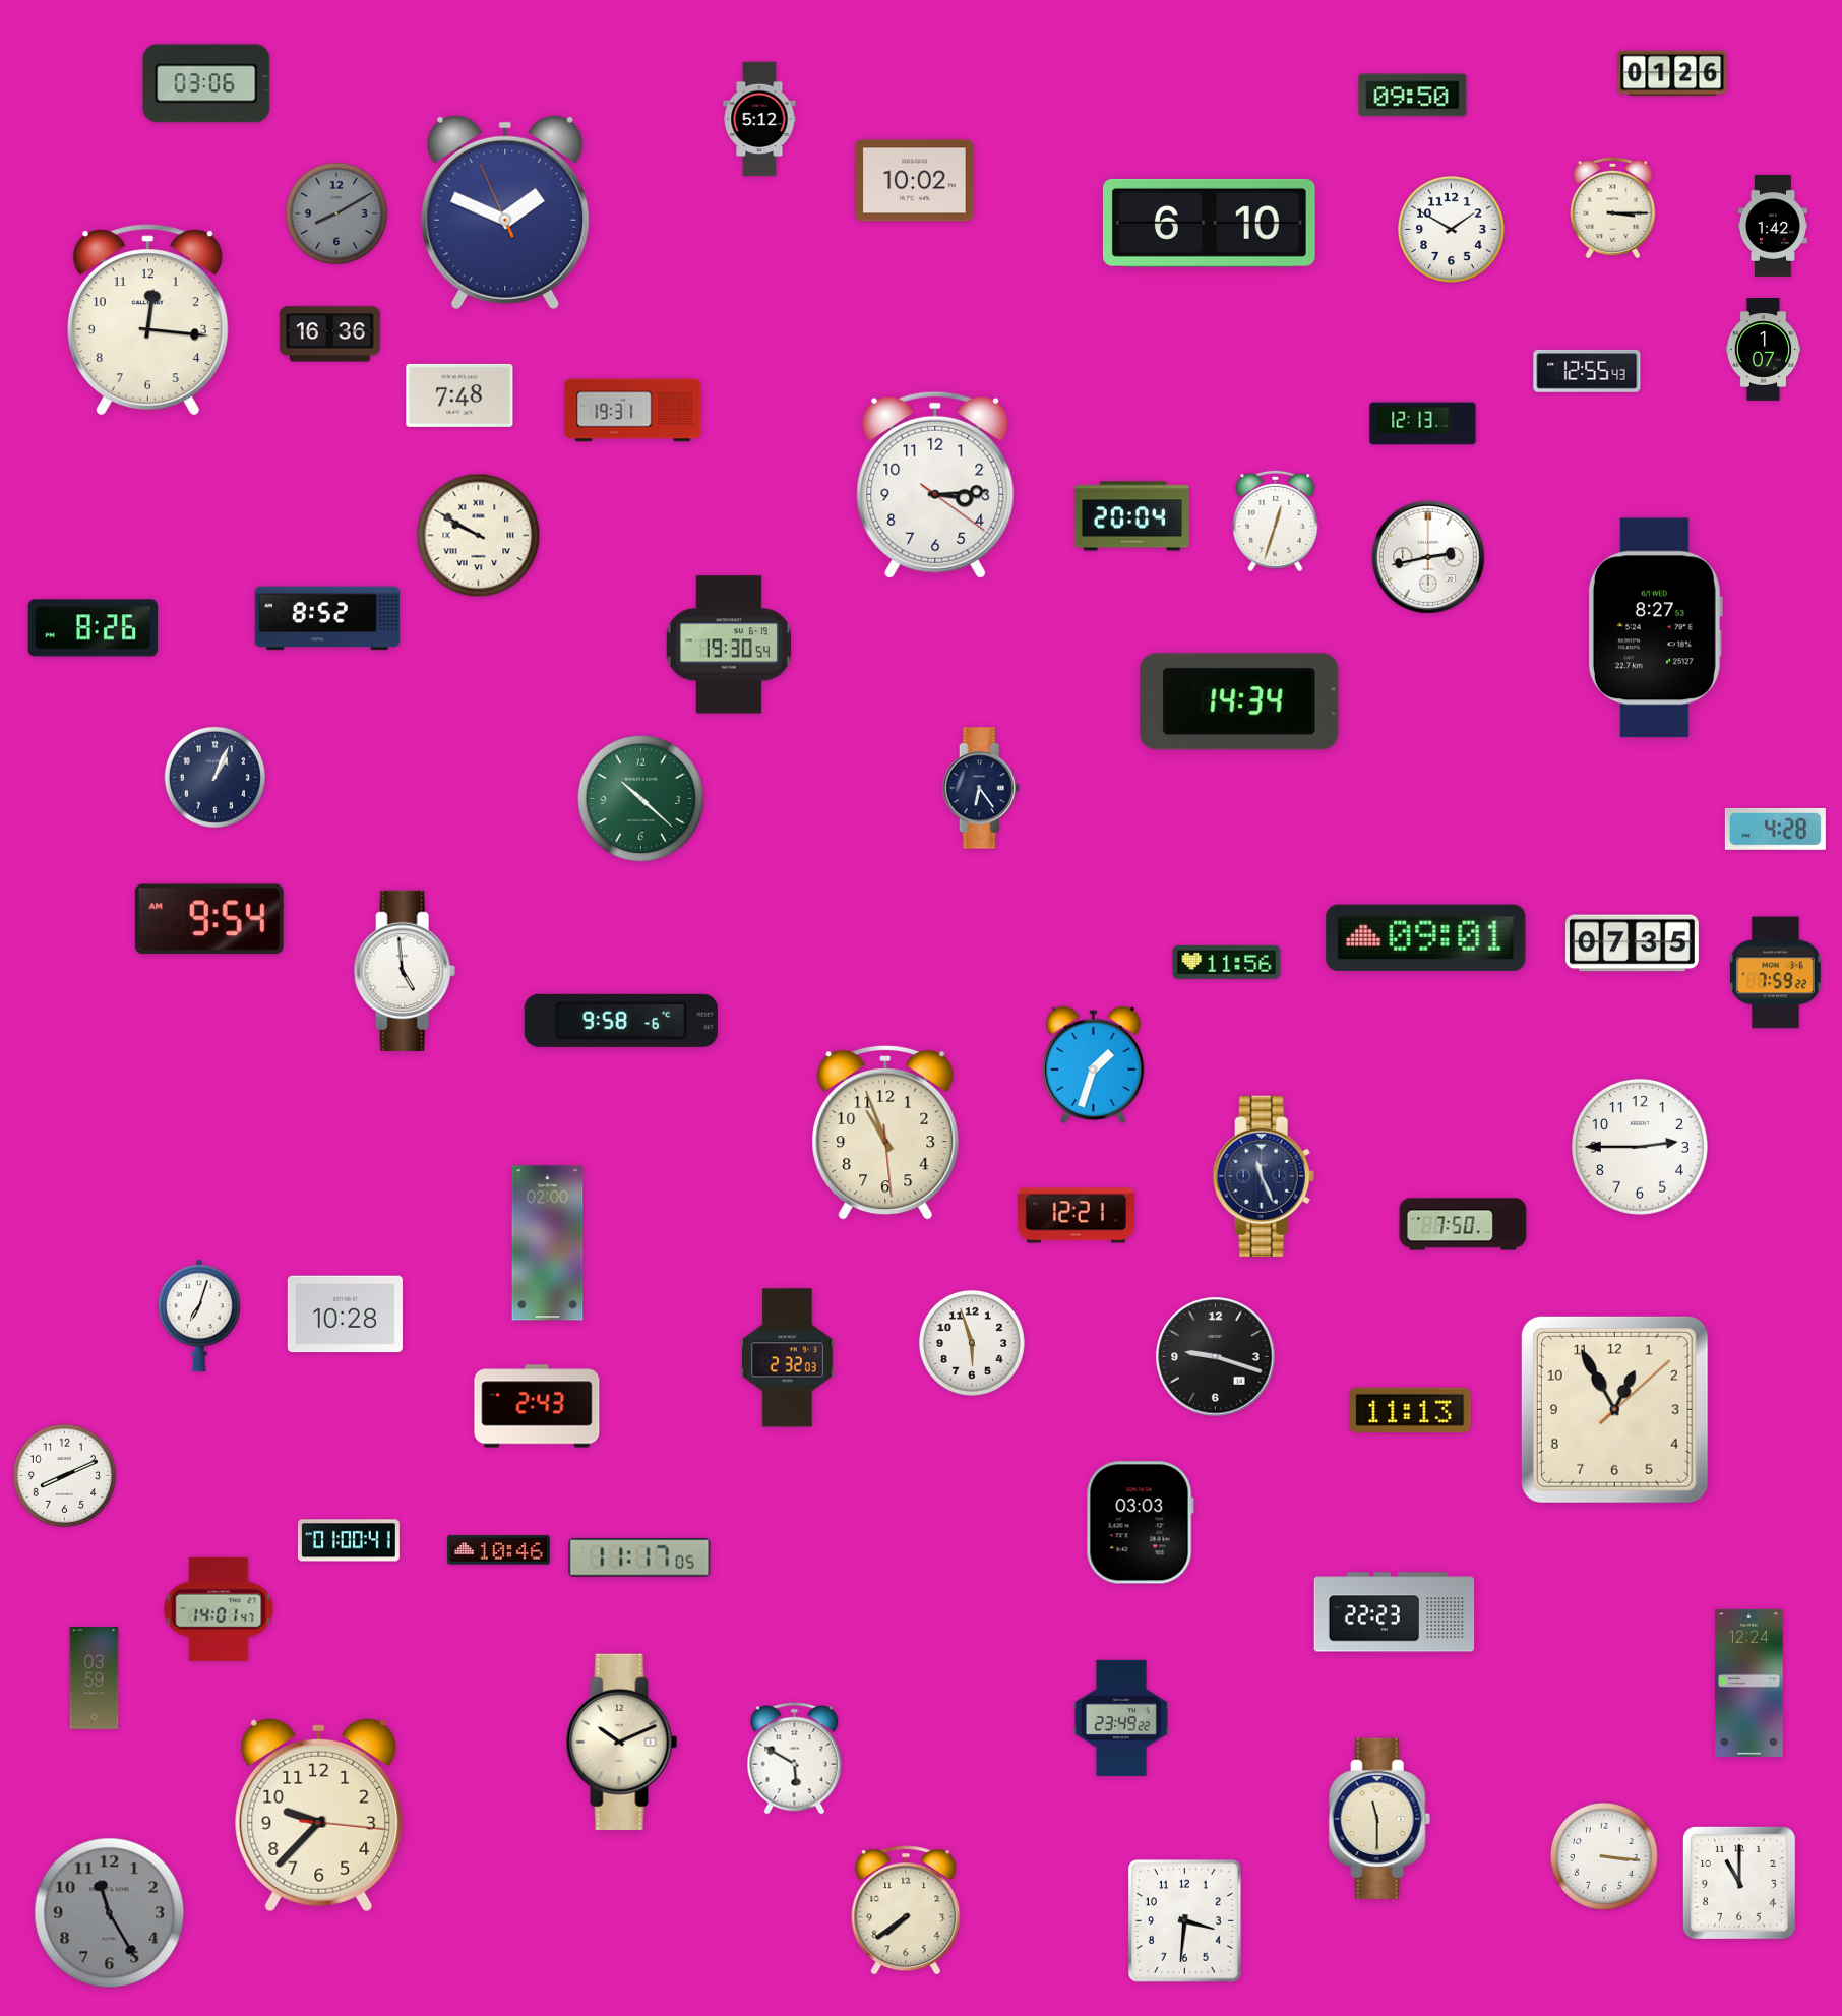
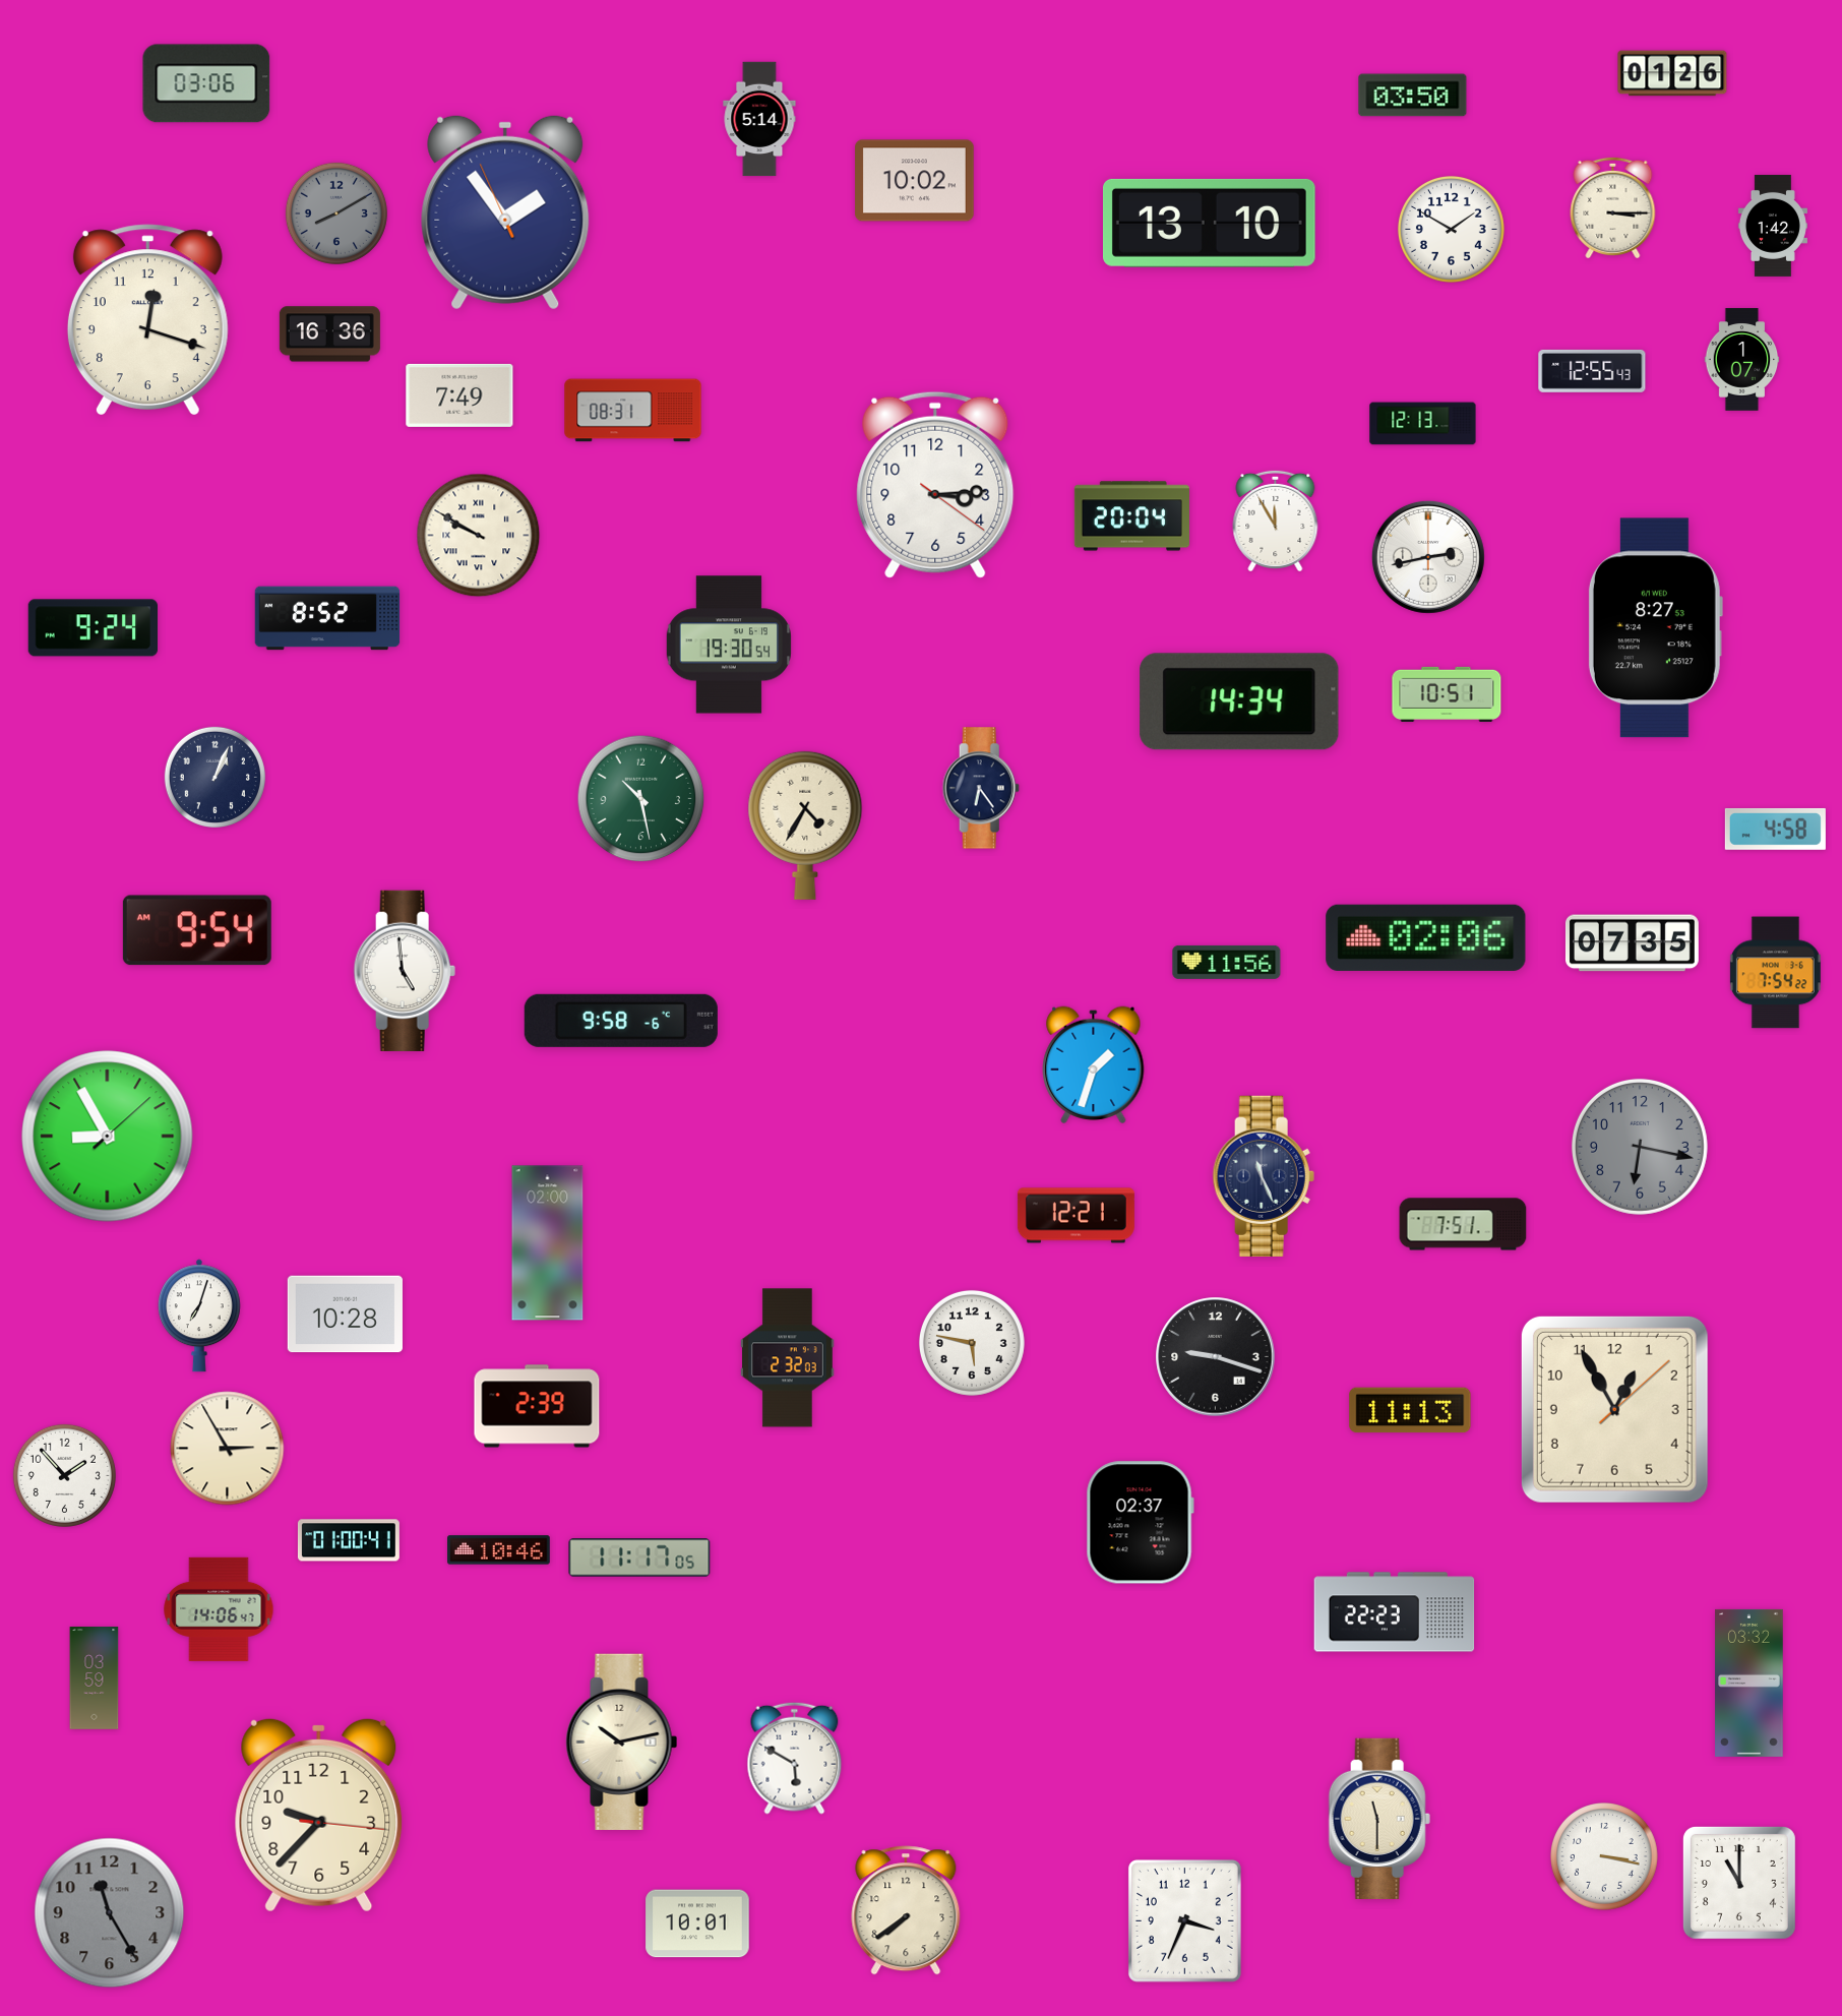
clock at (1413, 96): 09:50 -> 03:50
clock at (759, 119): 5:12 -> 5:14
clock at (505, 212): 1:48 -> 1:53
clock at (1209, 223): 6:10 -> 13:10
clock at (147, 319): 12:16 -> 12:18
clock at (1764, 350) position: (1764, 350) -> (1742, 360)
clock at (1587, 371) position: (1587, 371) -> (1592, 371)
clock at (459, 395): 7:48 -> 7:49
clock at (633, 411): 19:31 -> 08:31
clock at (1276, 521): 12:33 -> 11:55
clock at (94, 628): 8:26 -> 9:24
clock at (1447, 694): none -> 10:51
clock at (641, 799): 10:22 -> 10:28
clock at (805, 826): none -> 4:35
clock at (1775, 829): 4:28 -> 4:58
clock at (209, 919) position: (209, 919) -> (197, 930)
clock at (1426, 937): 09:01 -> 02:06
clock at (1775, 973): 7:59 -> 7:54
clock at (885, 1133): 10:56 -> none
clock at (108, 1137): none -> 8:55
clock at (1640, 1147): 2:45 -> 6:17
clock at (1640, 1147) dial: white -> grey
clock at (1463, 1224): 7:50 -> 7:51
clock at (972, 1343): 5:57 -> 5:47
clock at (537, 1406): 2:43 -> 2:39
clock at (228, 1449): none -> 2:55
clock at (64, 1475): 8:11 -> 1:53
clock at (1140, 1523): 03:03 -> 02:37
clock at (219, 1609): 14:01 -> 14:06
clock at (1749, 1683): 12:24 -> 03:32
clock at (1121, 1718): 23:49 -> none
clock at (622, 1742): 10:11 -> 10:13
clock at (1605, 1857): 3:16 -> 3:17
clock at (1184, 1920): 3:31 -> 3:34
clock at (697, 1923): none -> 10:01
